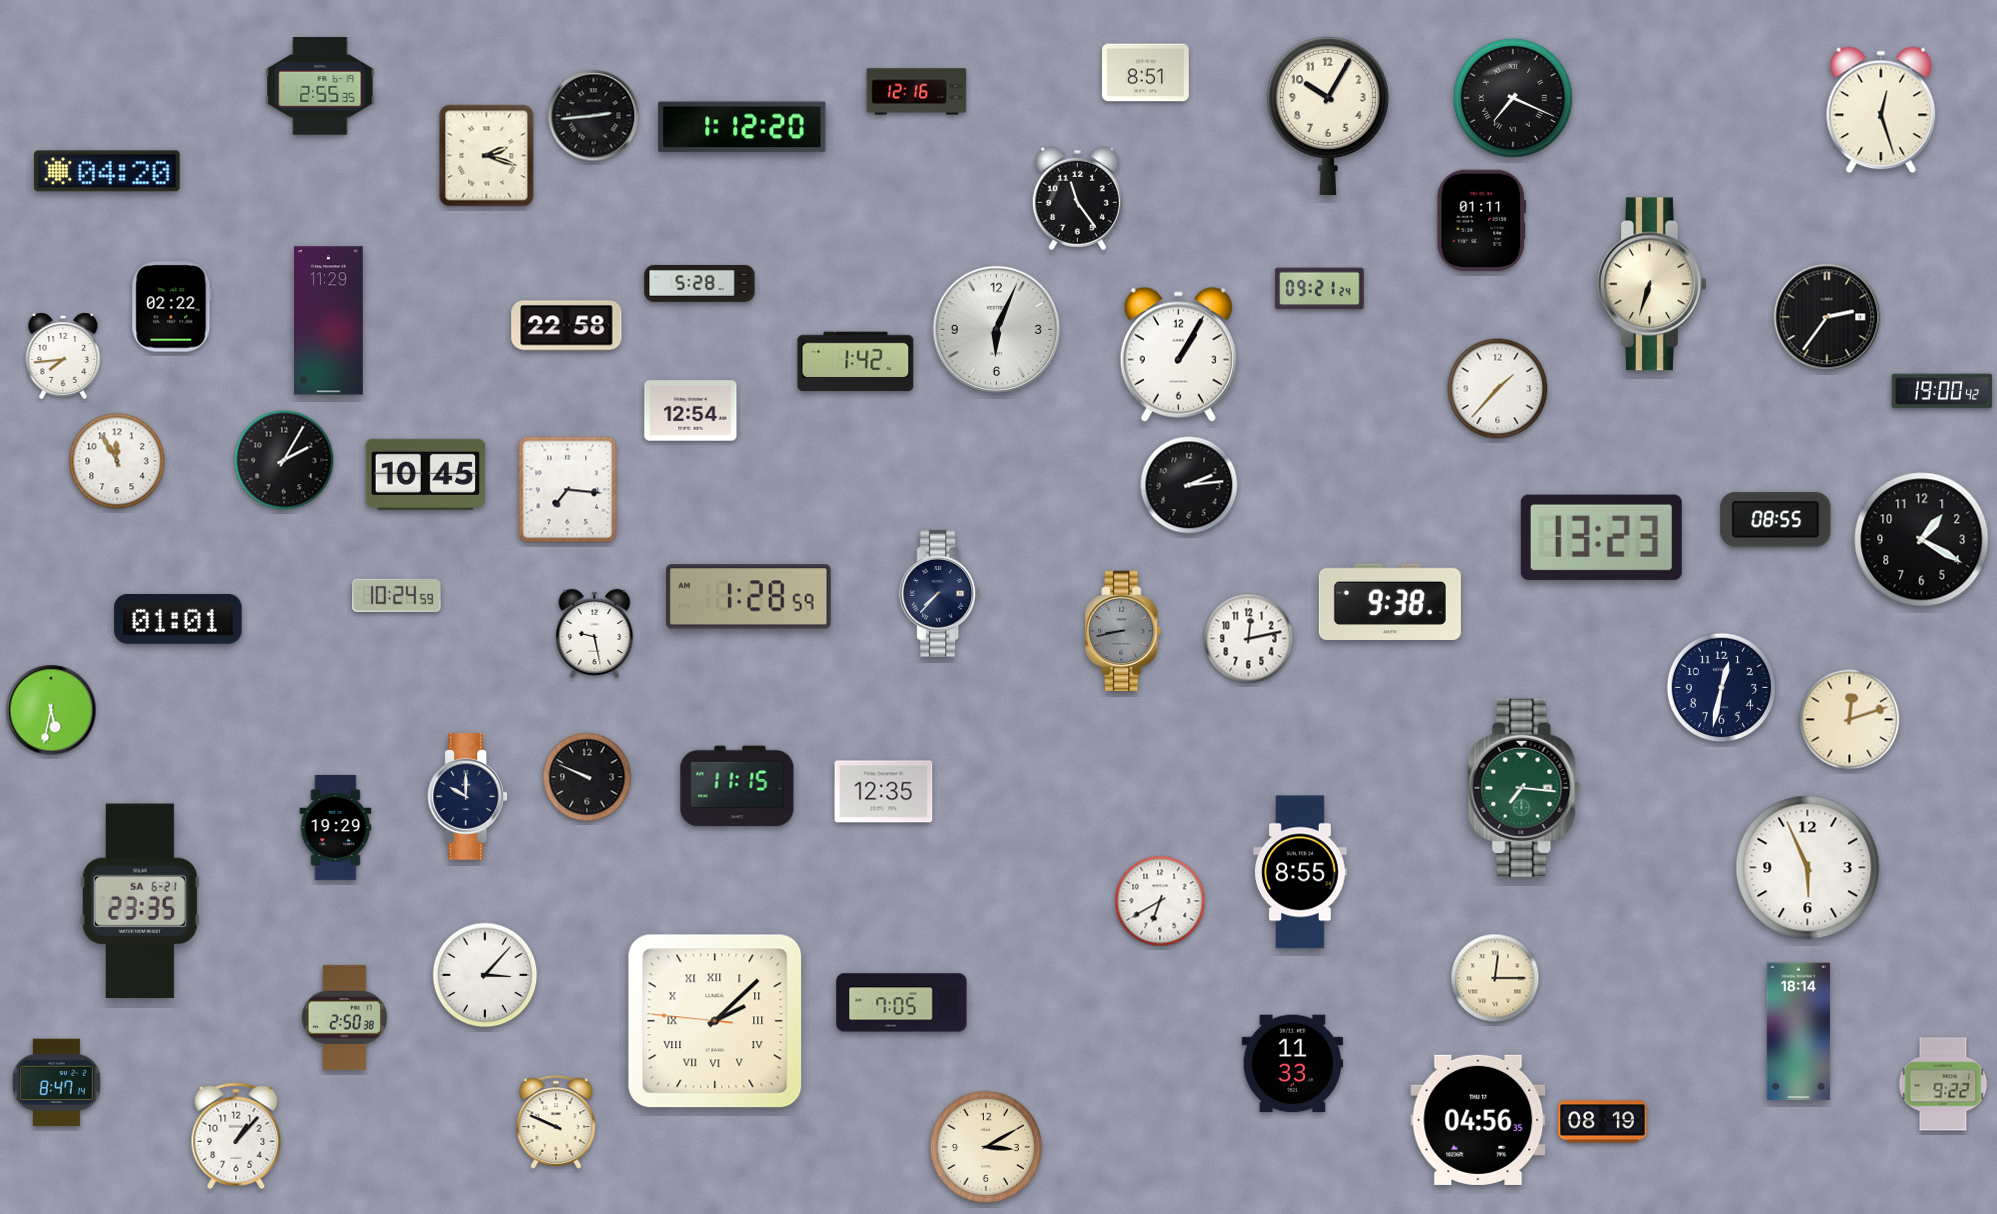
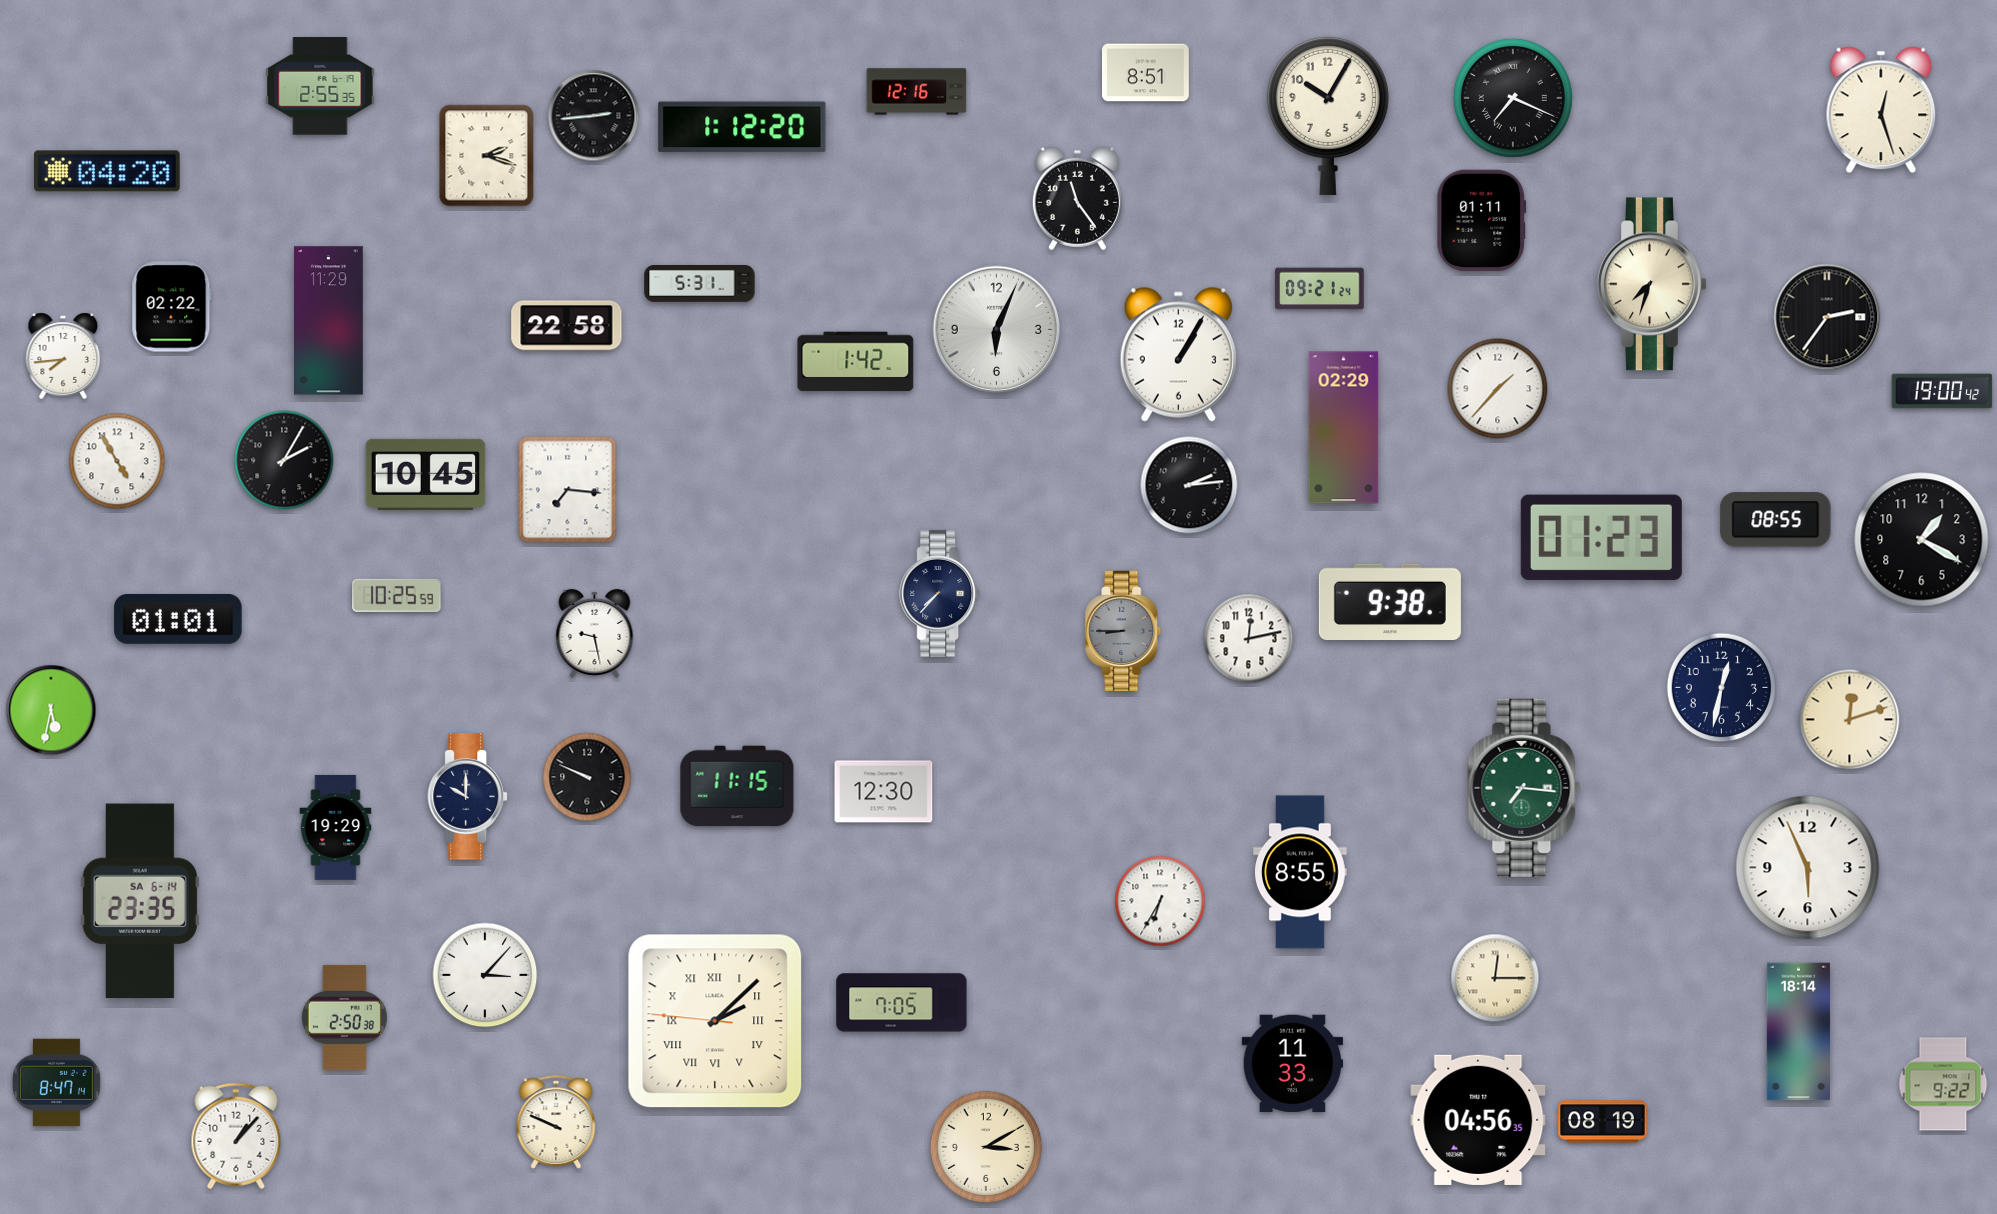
clock at (700, 284): 5:28 -> 5:31
clock at (1652, 284): 6:33 -> 7:33
clock at (691, 411): 12:54 -> none
clock at (1344, 428): none -> 02:29
clock at (117, 461): 11:55 -> 4:55
clock at (1601, 537): 13:23 -> 01:23
clock at (397, 595): 10:24 -> 10:25
clock at (749, 597): 1:28 -> none
clock at (1123, 631): 8:43 -> 8:45
clock at (884, 792): 12:35 -> 12:30
clock at (140, 901) date: SA 6-21 -> SA 6-14
clock at (1160, 901): 6:40 -> 6:35
